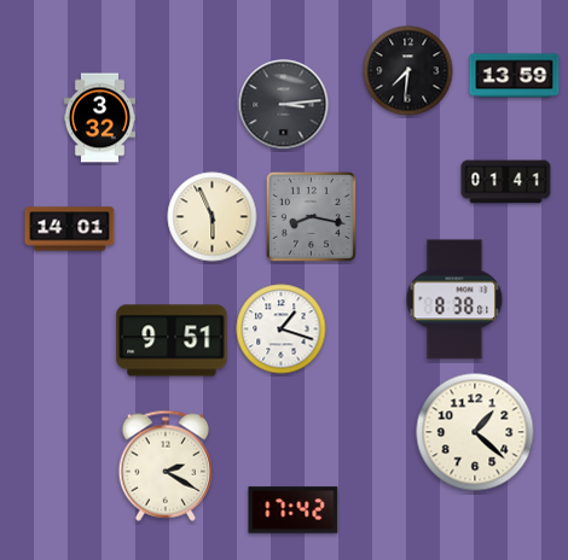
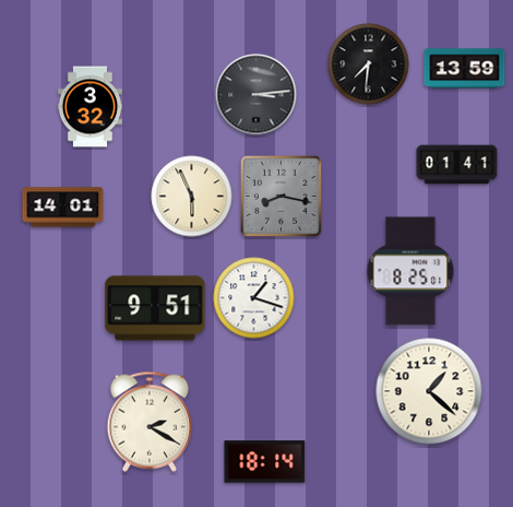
clock at (454, 299): 8:38 -> 8:25
clock at (294, 511): 17:42 -> 18:14
